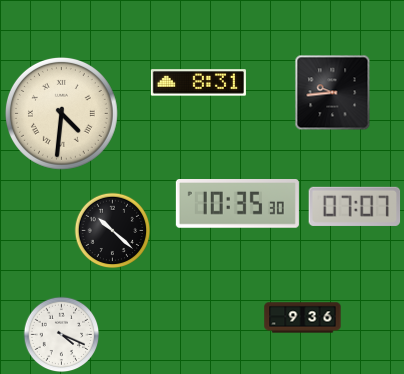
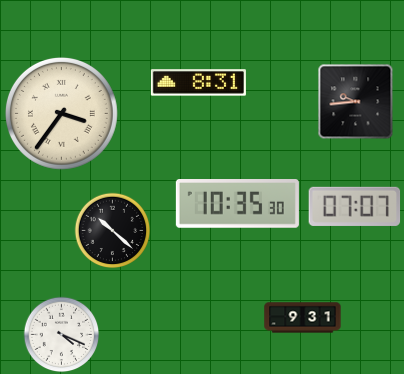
clock at (333, 93) position: (333, 93) -> (356, 102)
clock at (61, 113): 4:31 -> 3:36
clock at (303, 318): 9:36 -> 9:31
